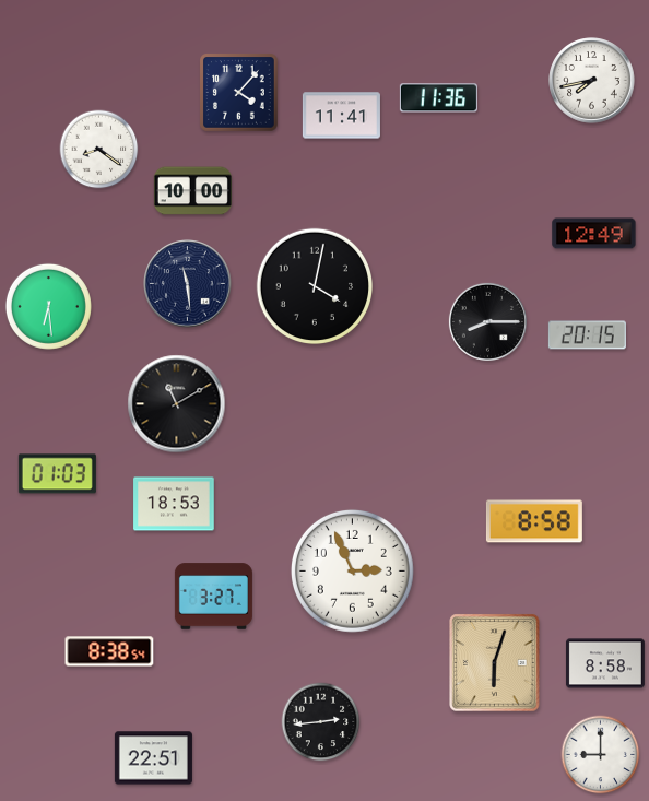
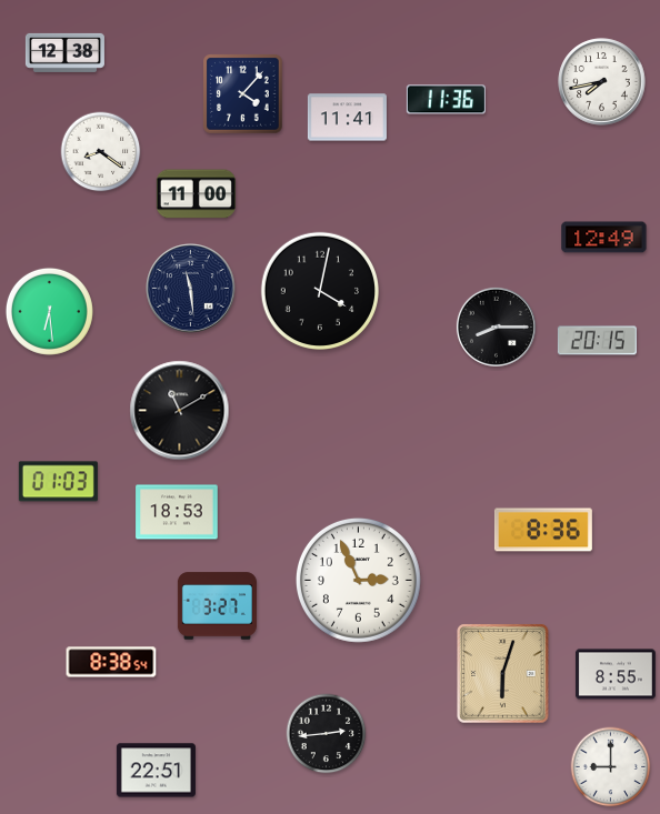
clock at (64, 52): none -> 12:38
clock at (192, 191): 10:00 -> 11:00
clock at (534, 521): 8:58 -> 8:36
clock at (605, 663): 8:58 -> 8:55
